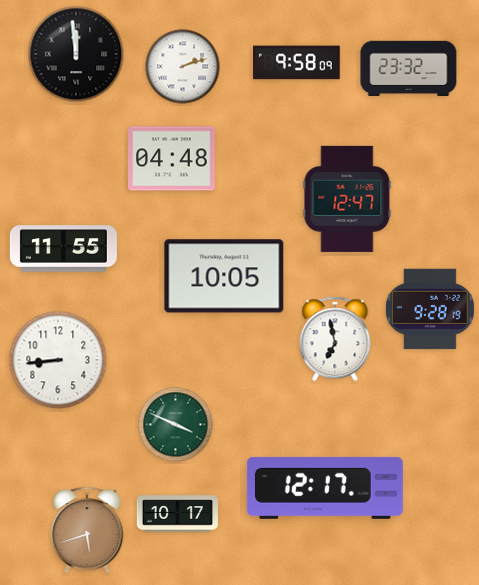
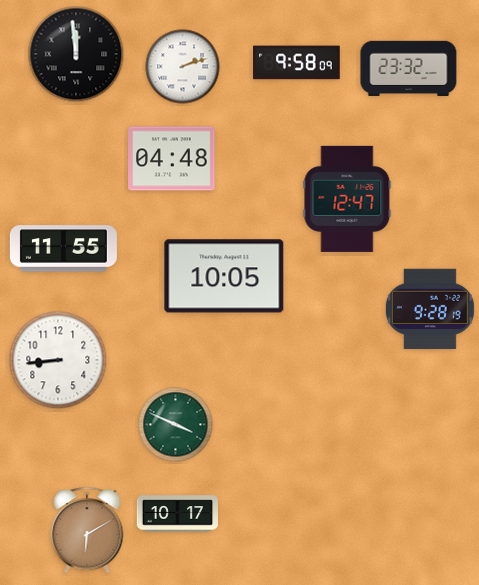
clock at (335, 339): 6:58 -> none
clock at (325, 488): 12:17 -> none
clock at (87, 530): 5:42 -> 6:10
